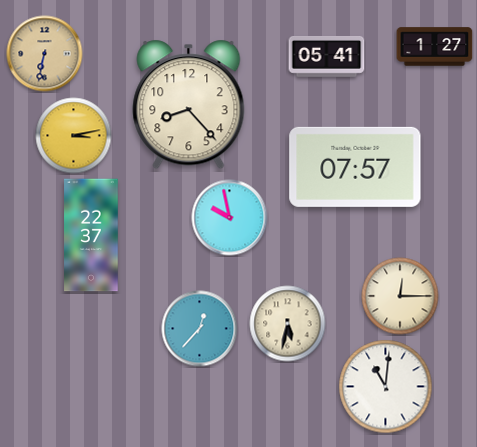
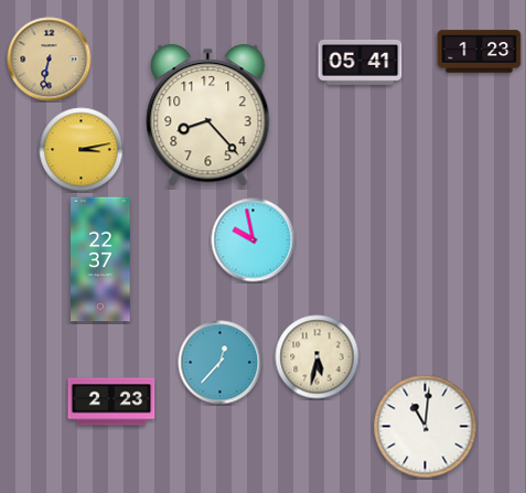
clock at (435, 47): 1:27 -> 1:23
clock at (355, 167): 07:57 -> none
clock at (400, 296): 12:15 -> none
clock at (111, 401): none -> 2:23
